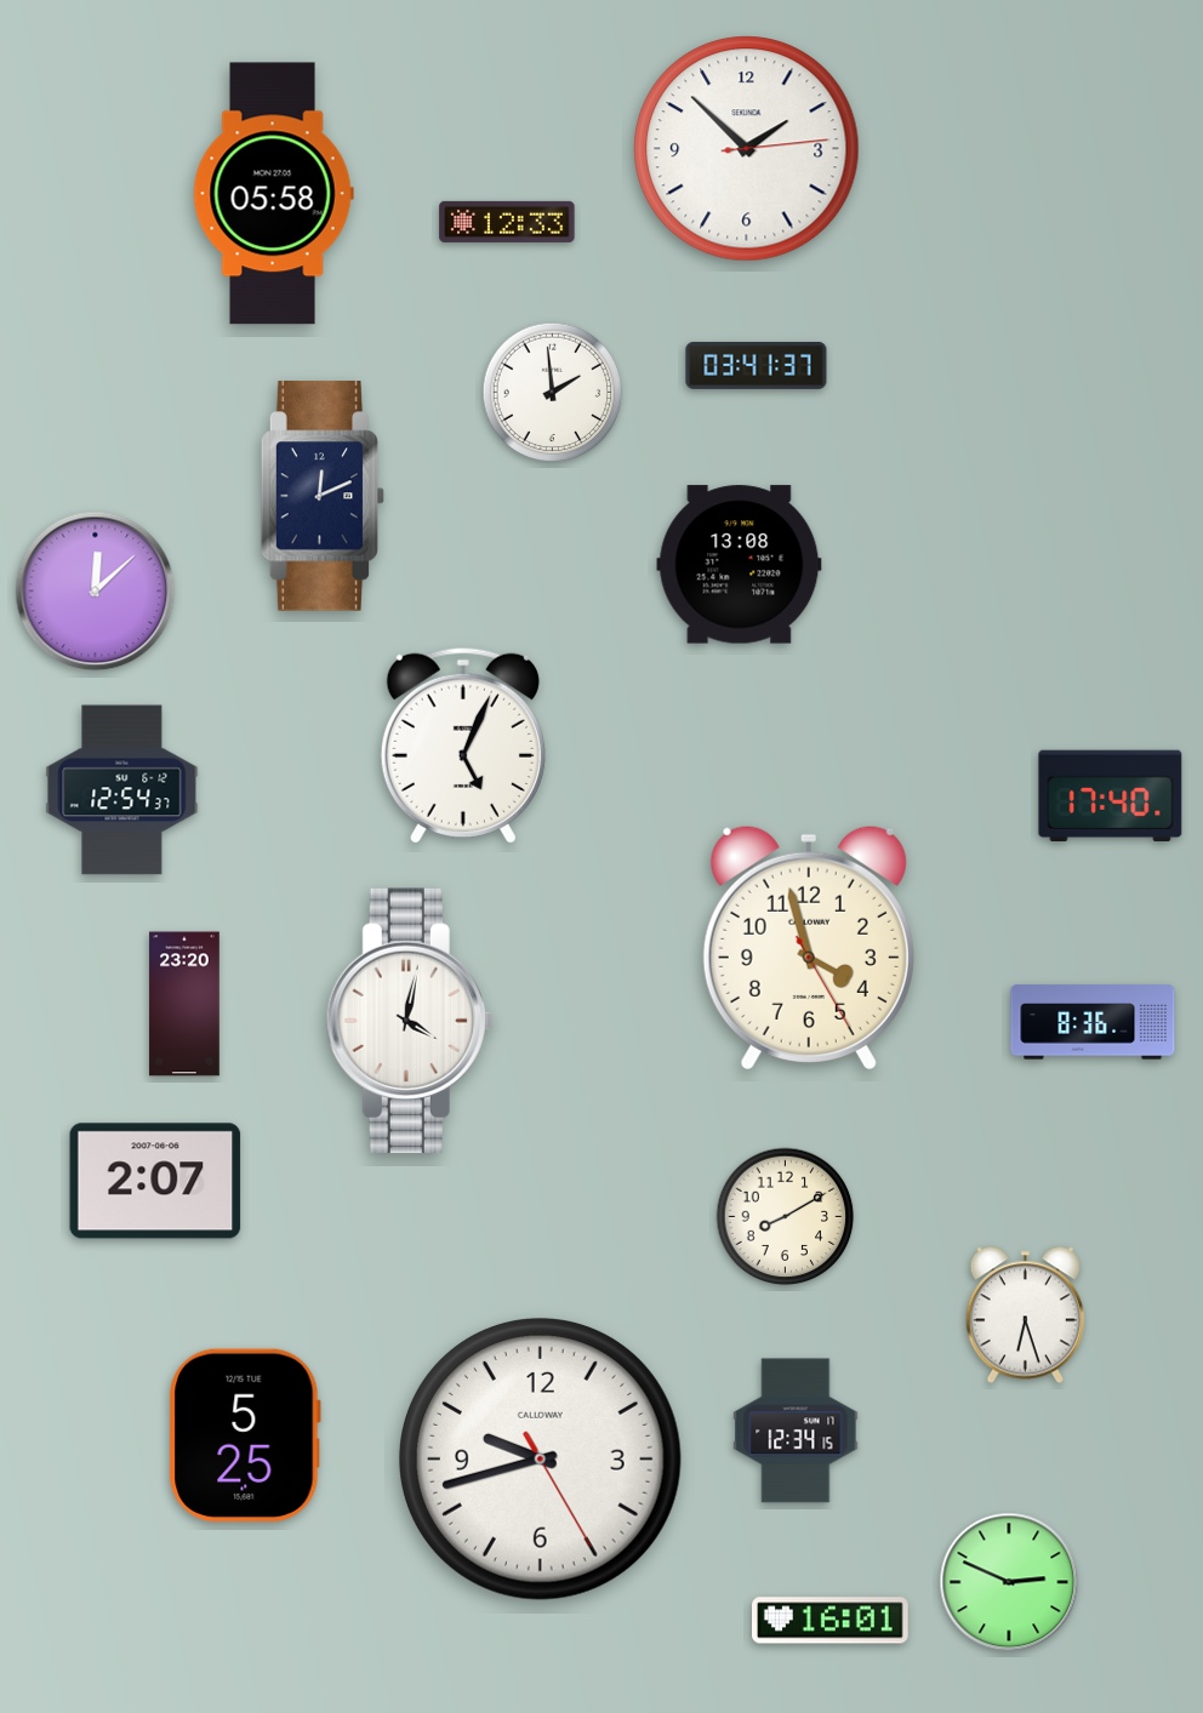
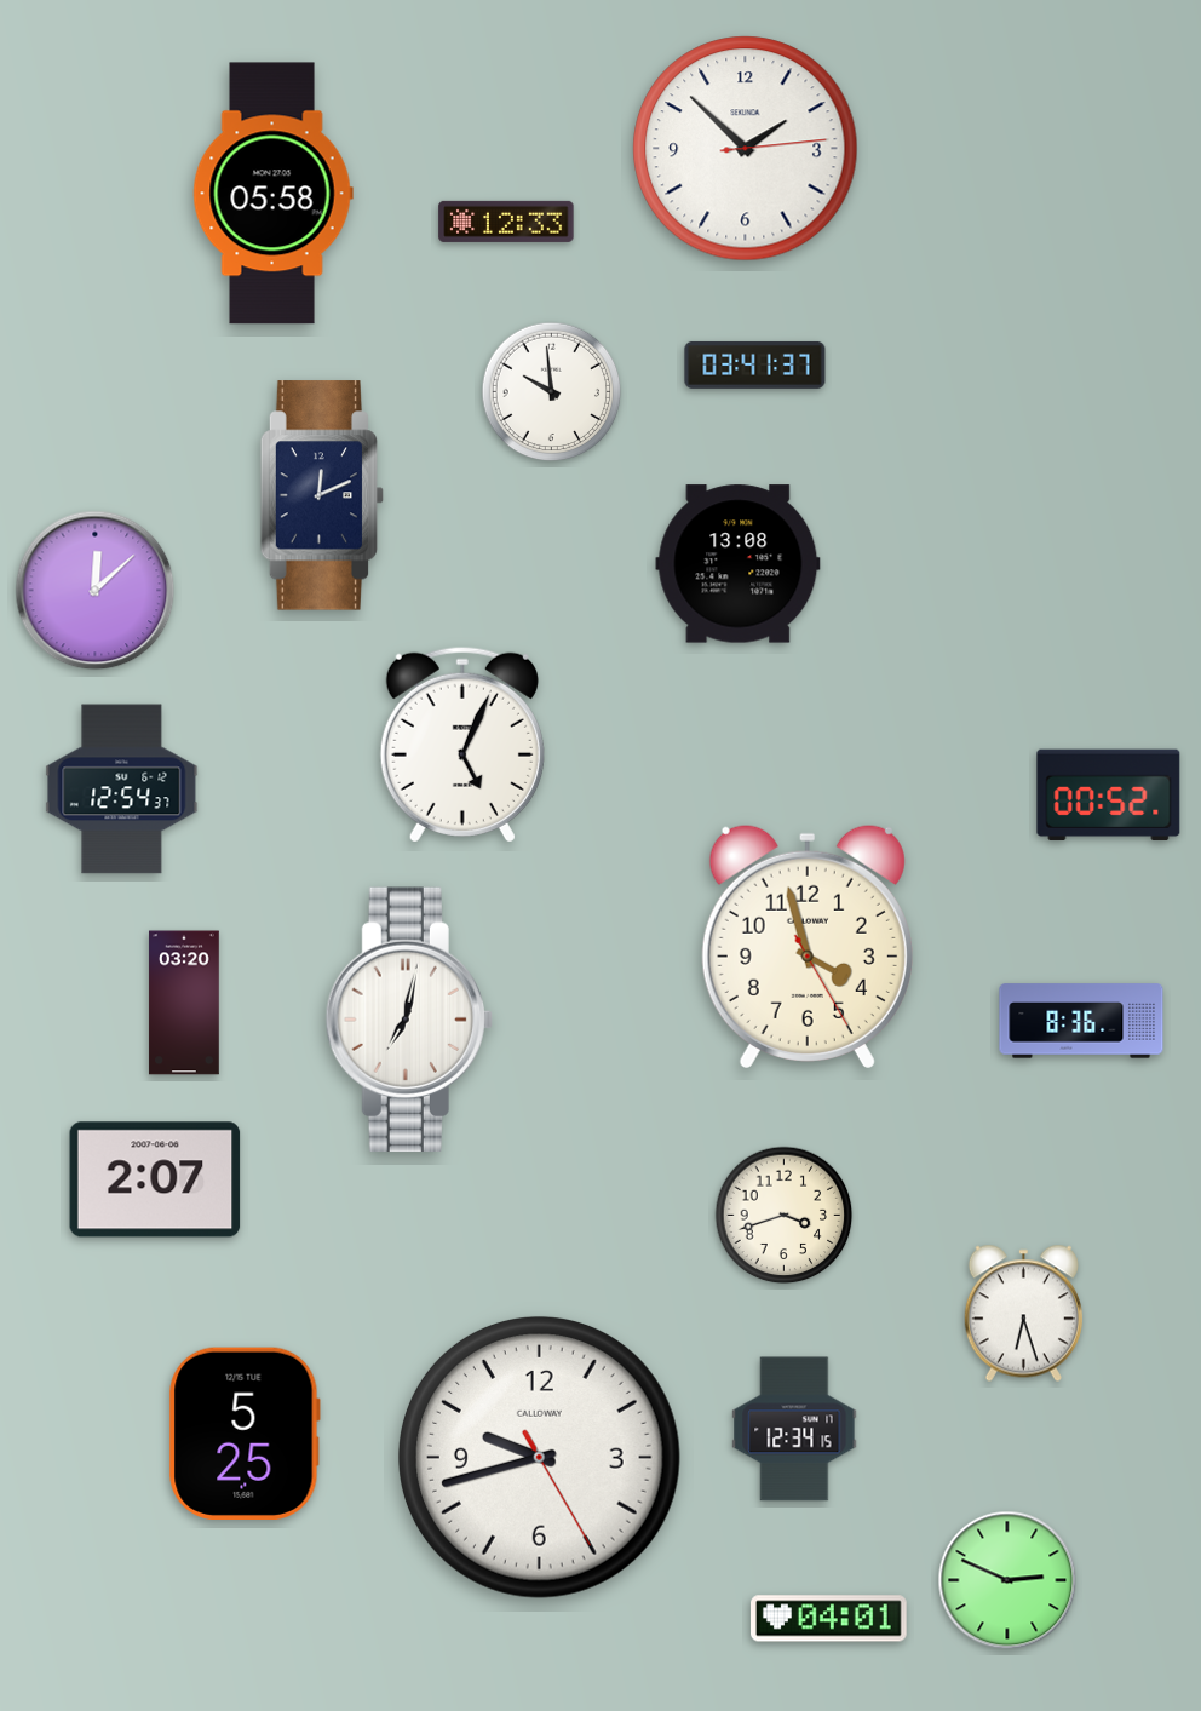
clock at (553, 393): 1:59 -> 9:59
clock at (1111, 795): 17:40 -> 00:52
clock at (184, 1004): 23:20 -> 03:20
clock at (410, 1021): 4:02 -> 7:02
clock at (1093, 1022) position: (1093, 1022) -> (1081, 1021)
clock at (786, 1217): 8:10 -> 3:42
clock at (831, 1621): 16:01 -> 04:01
